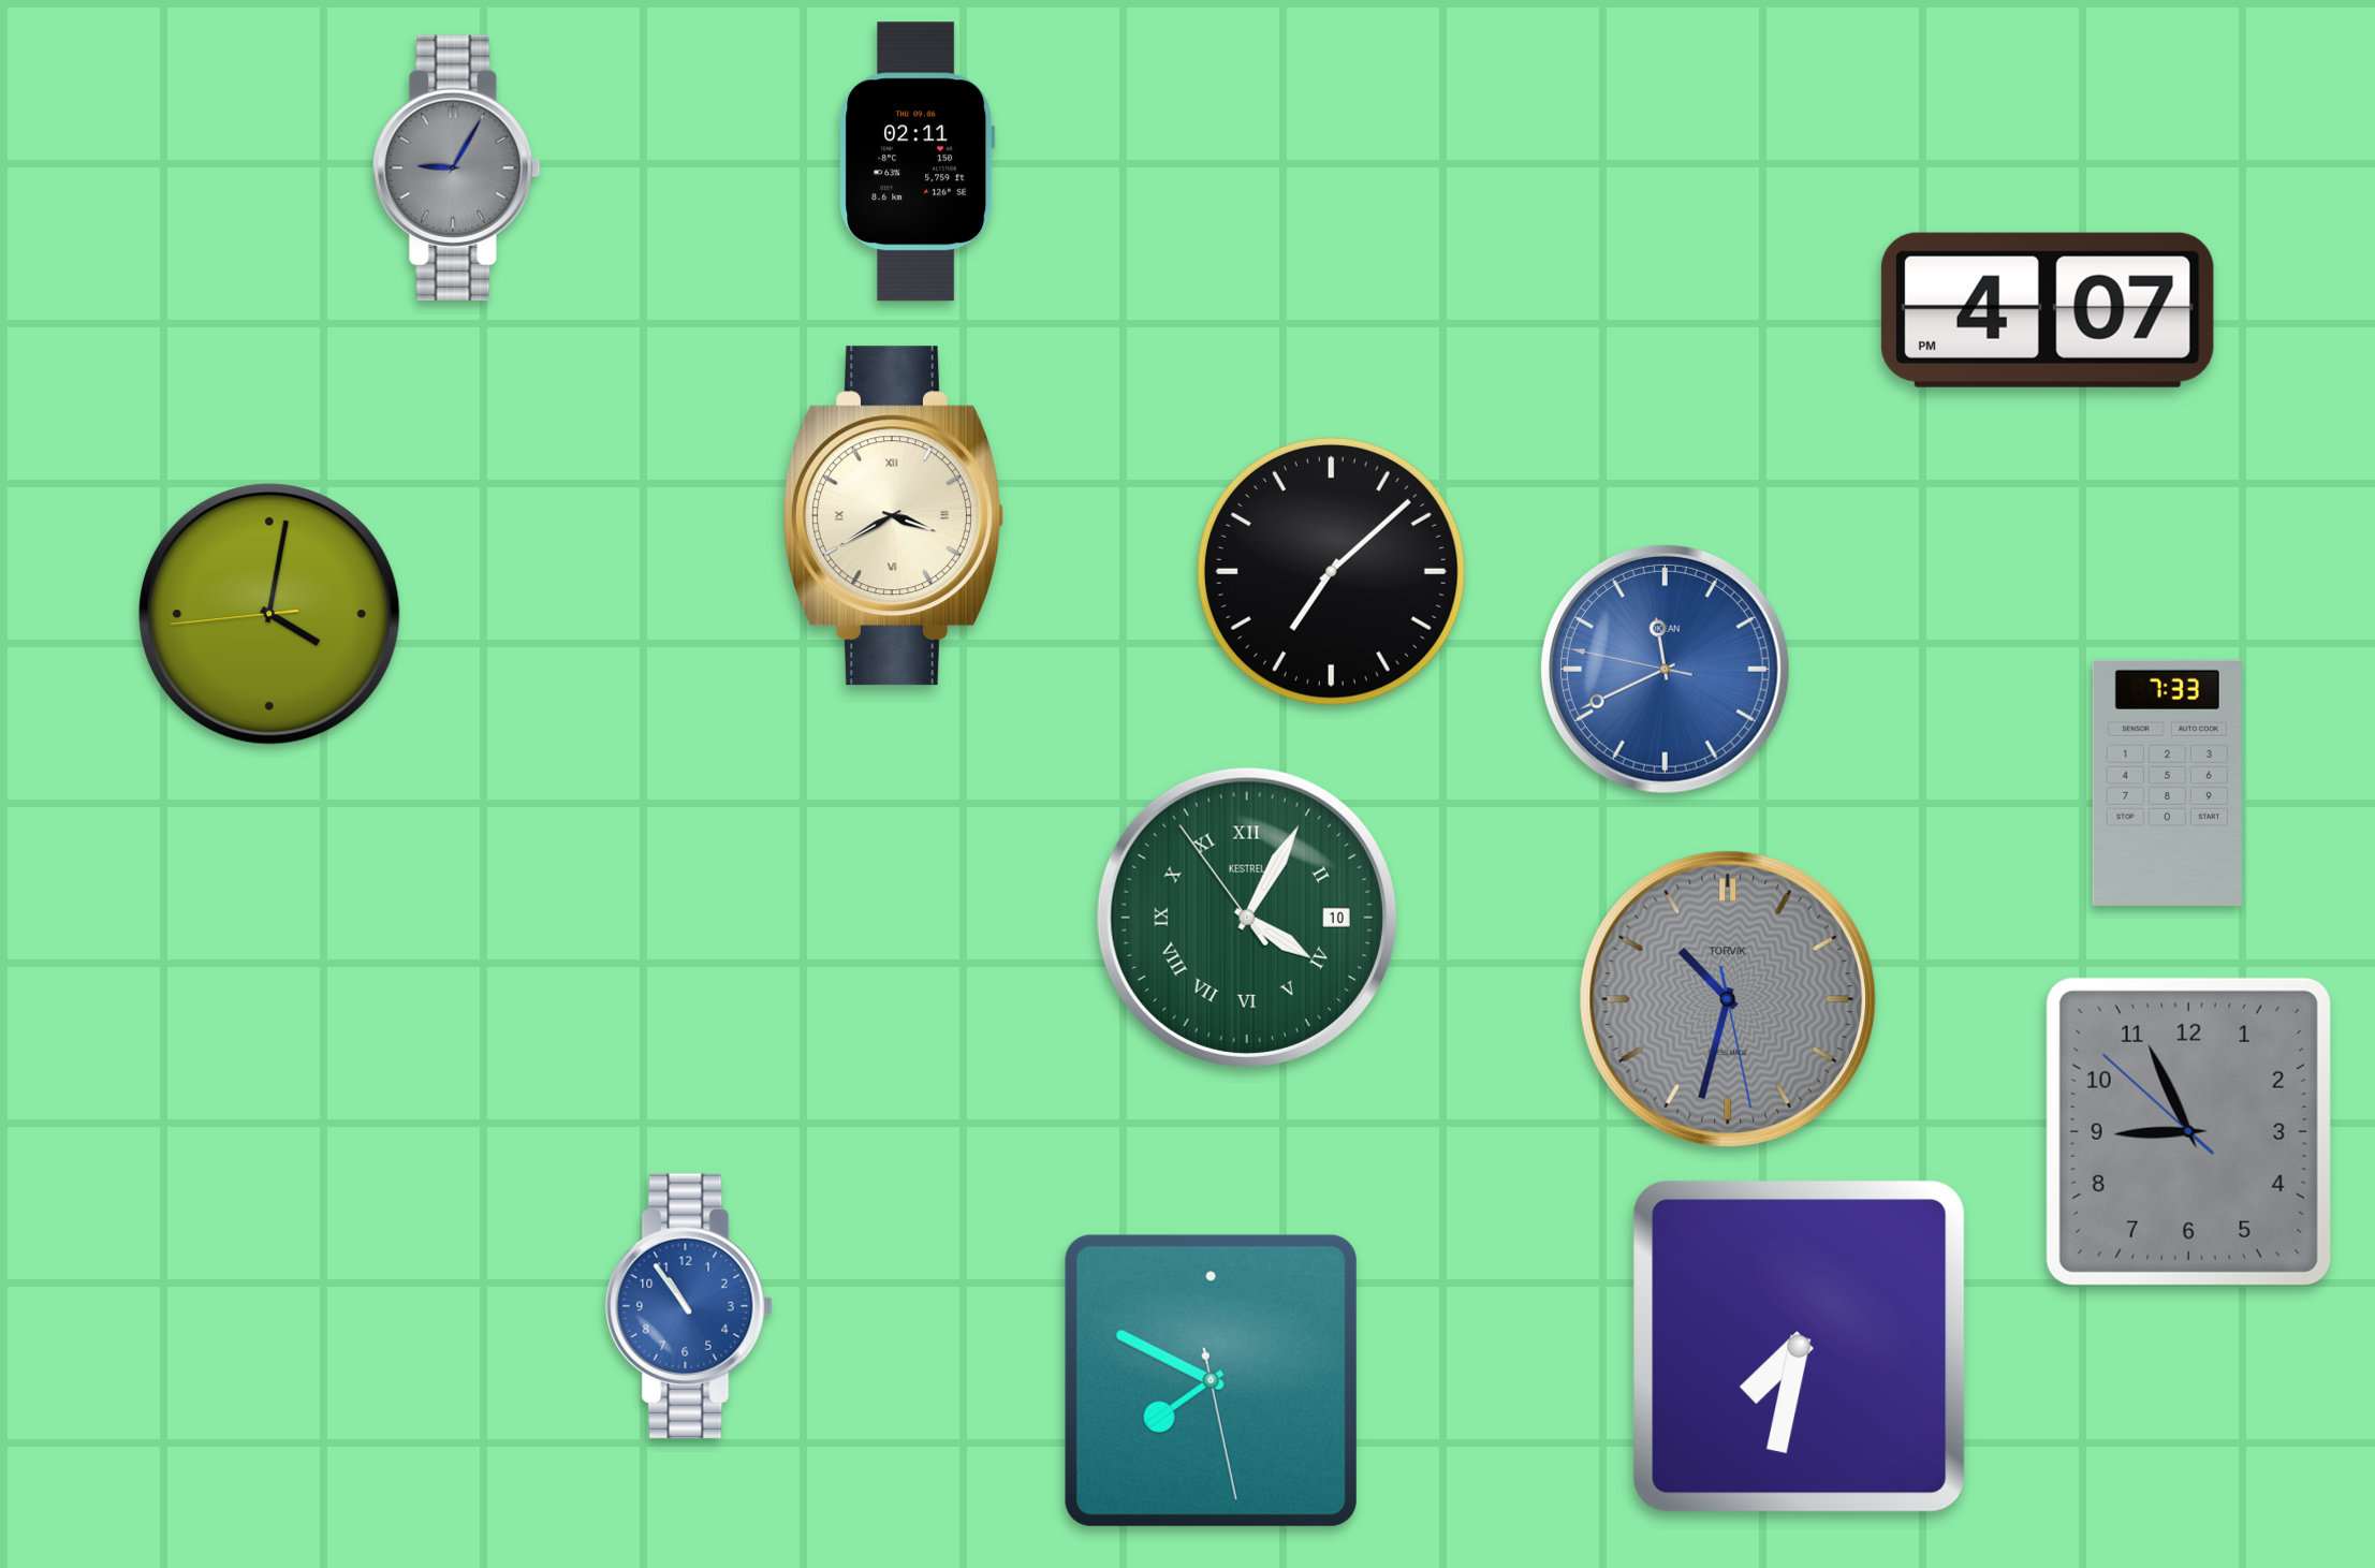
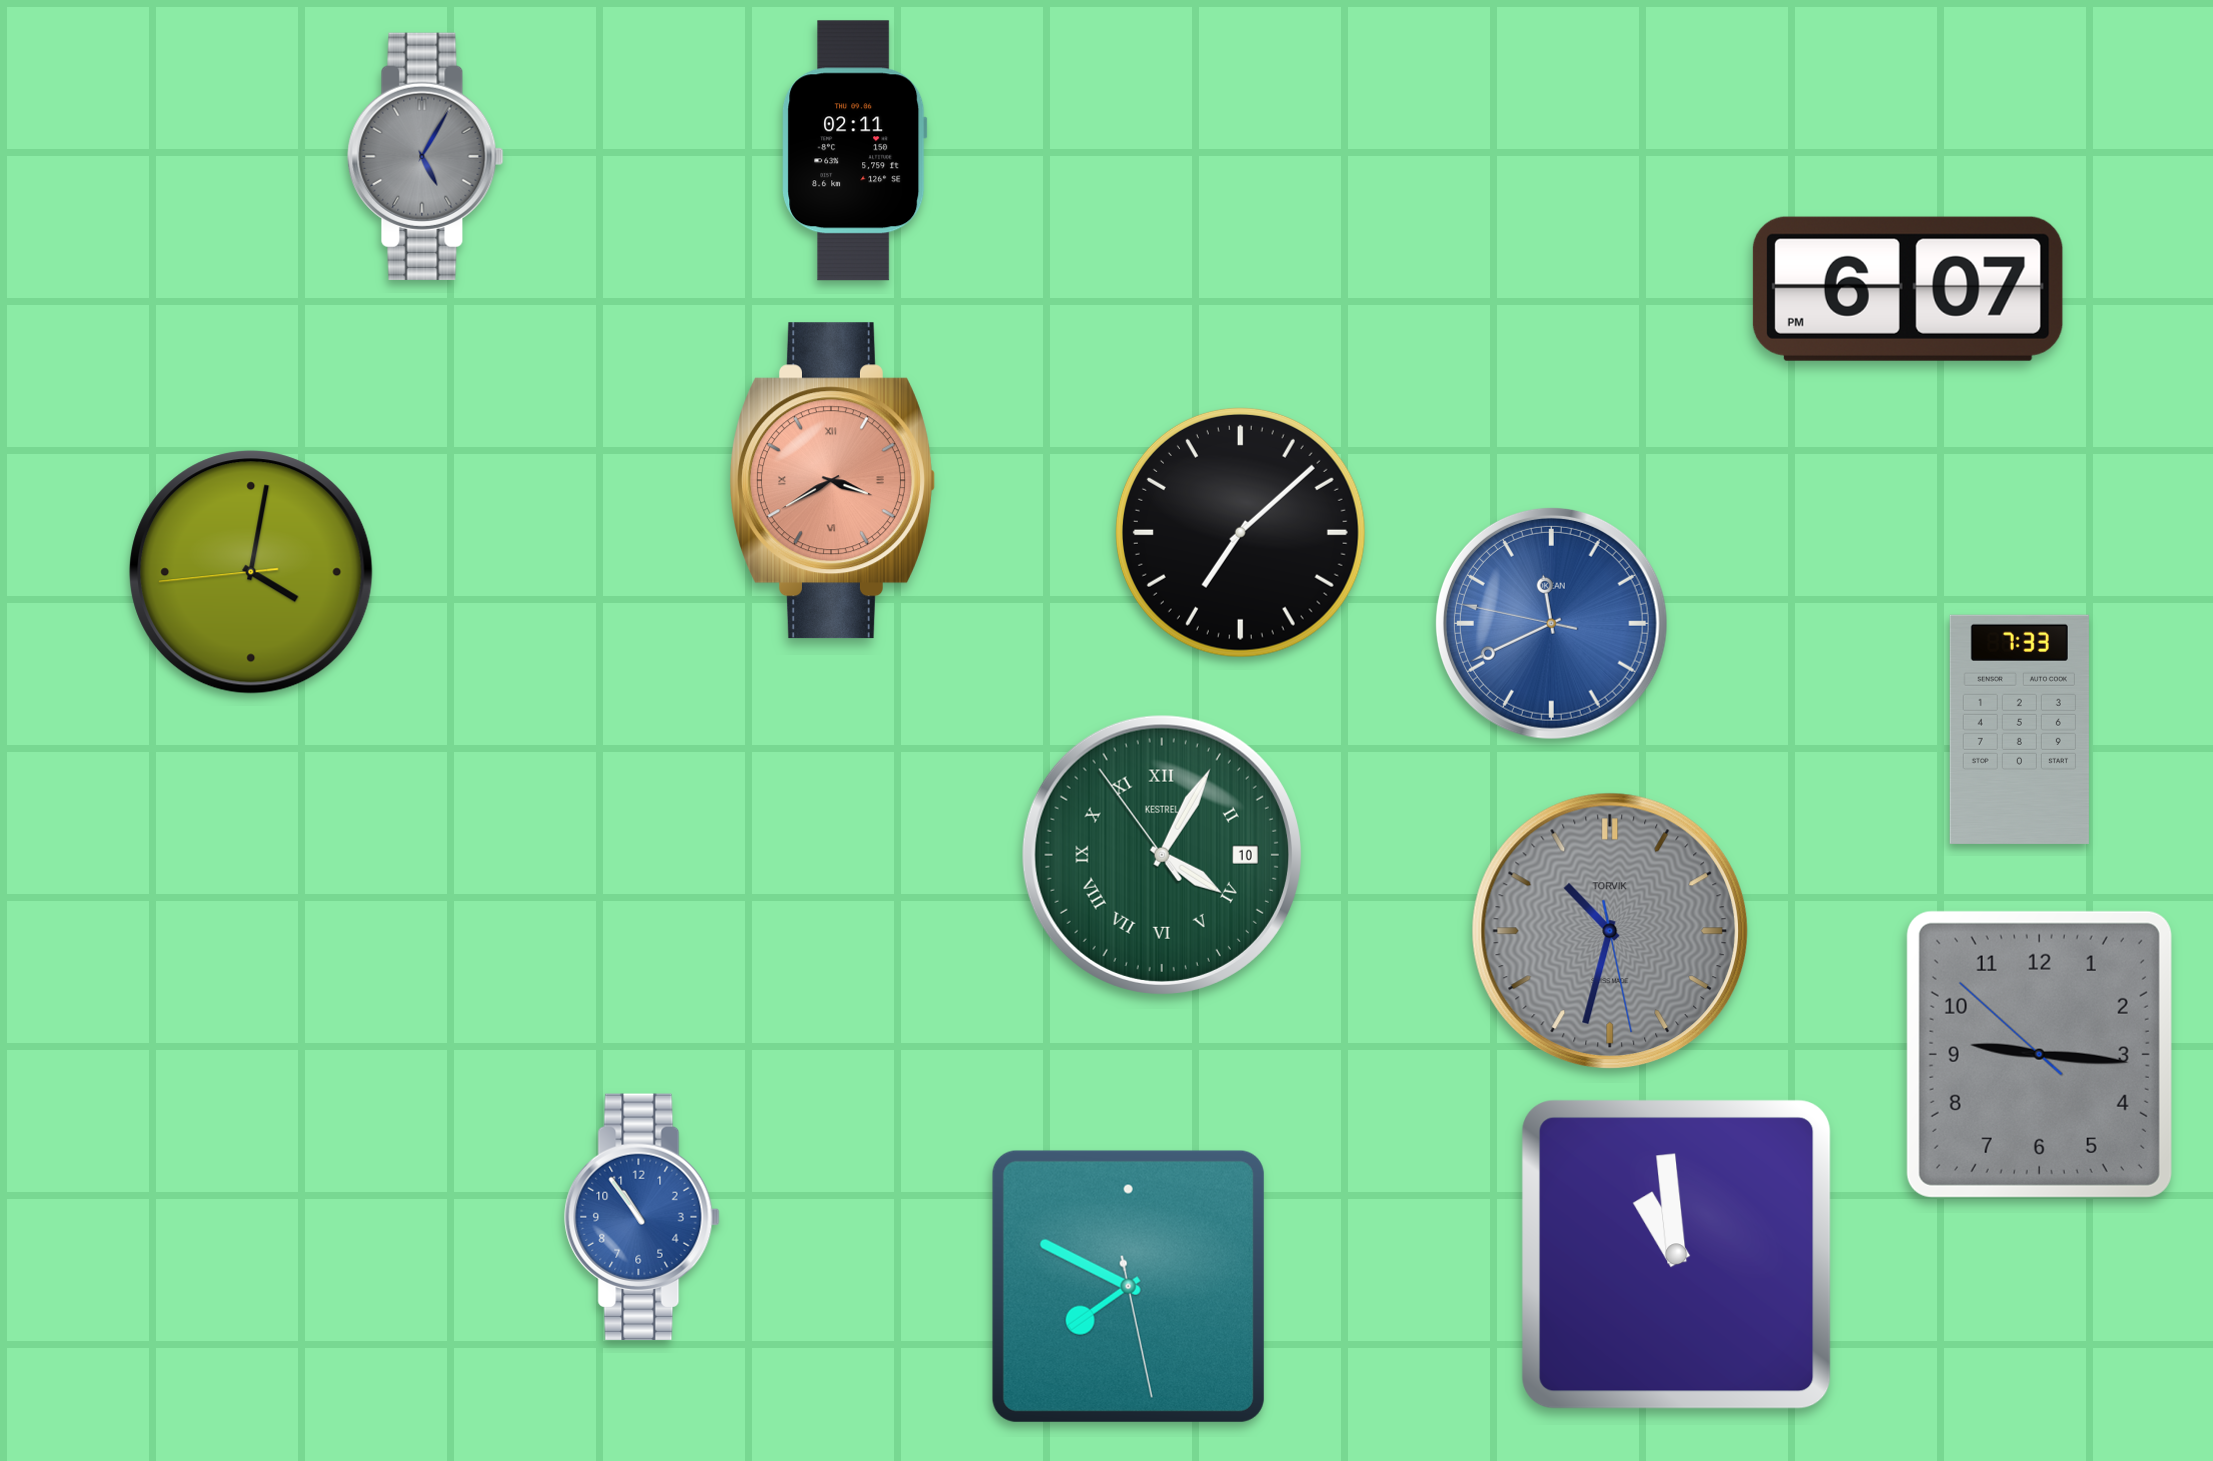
clock at (457, 167): 9:05 -> 5:05
clock at (2048, 310): 4:07 -> 6:07
clock at (894, 516) dial: cream -> salmon
clock at (2188, 1131): 8:55 -> 9:15
clock at (1800, 1347): 7:32 -> 10:59
